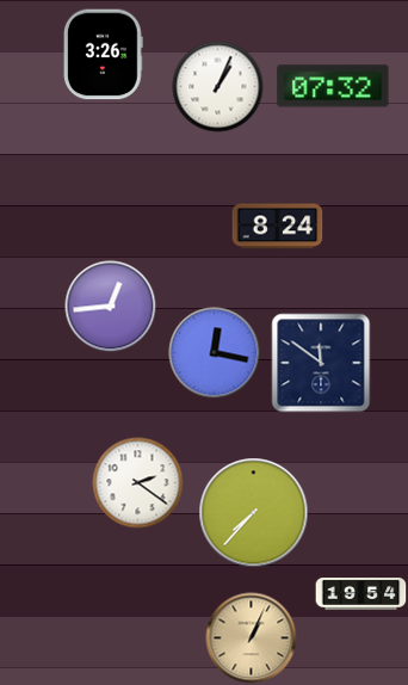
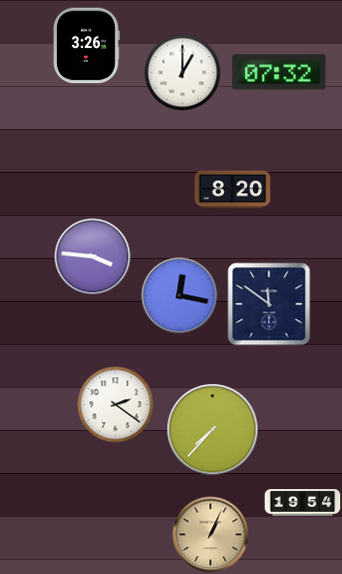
clock at (218, 87): 1:04 -> 1:00
clock at (278, 227): 8:24 -> 8:20
clock at (111, 307): 12:44 -> 3:46
clock at (361, 594) position: (361, 594) -> (303, 503)
